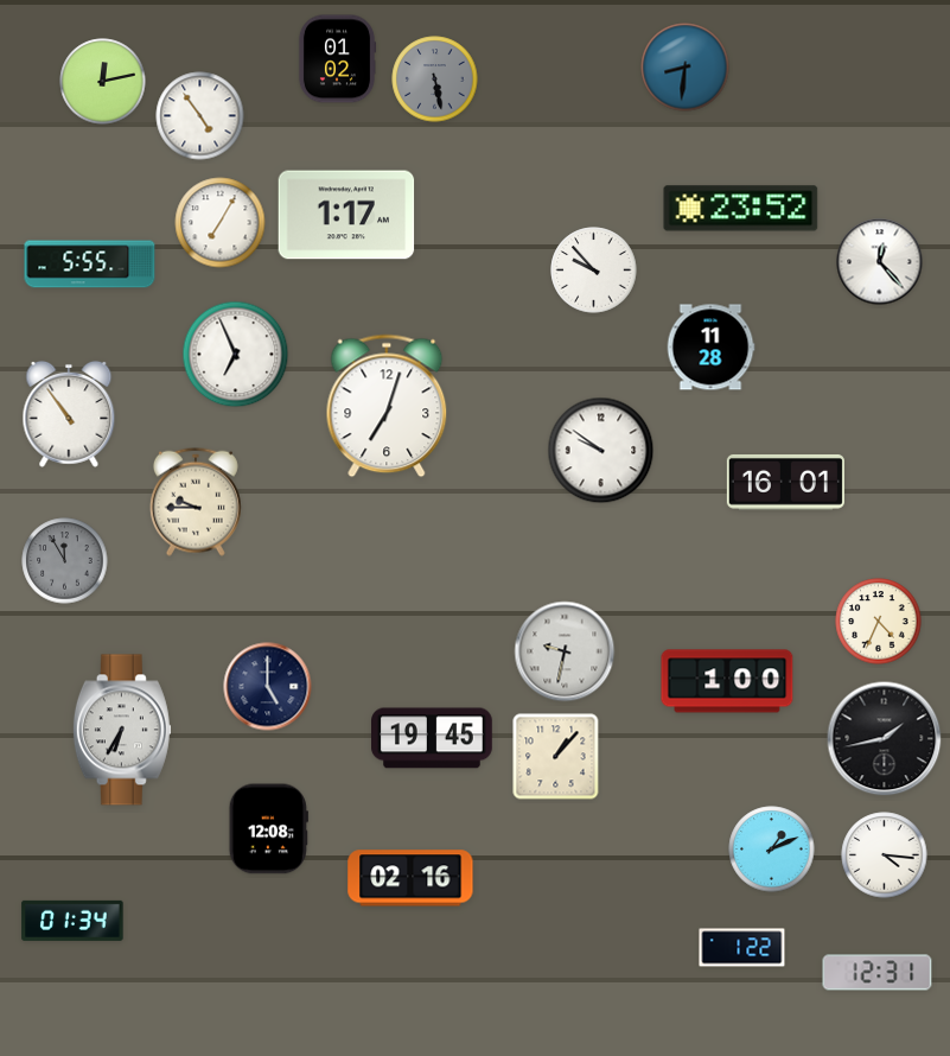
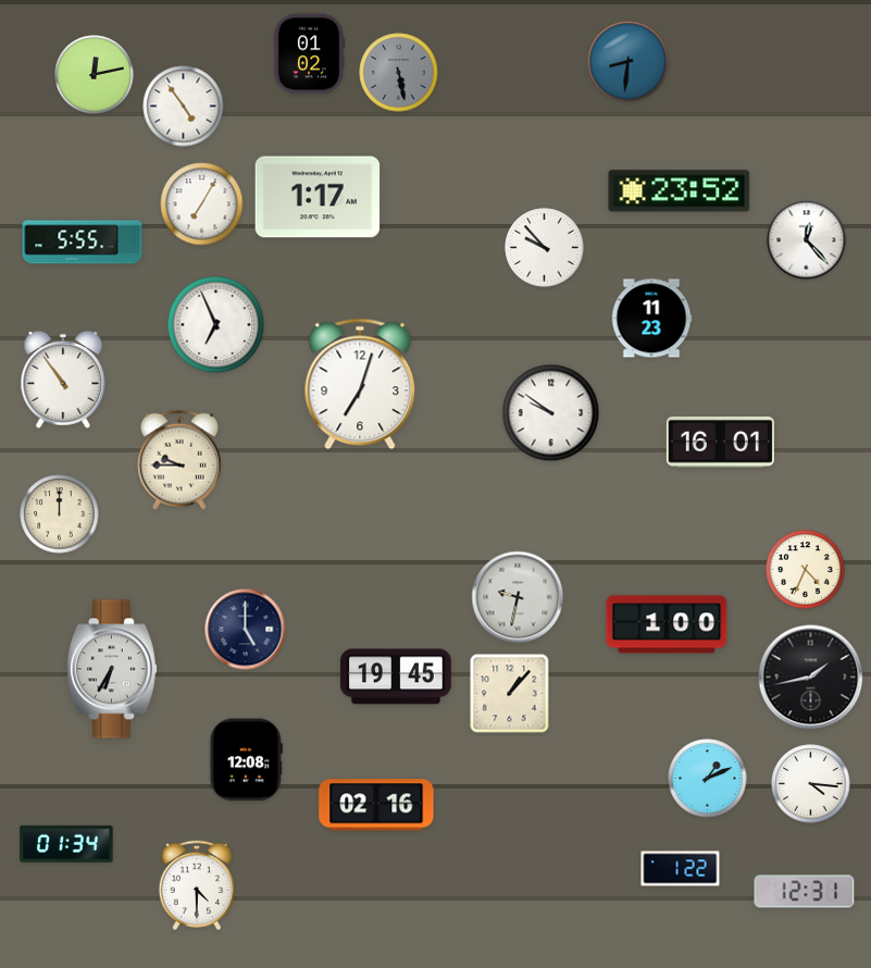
clock at (710, 348): 11:28 -> 11:23
clock at (387, 406) position: (387, 406) -> (360, 384)
clock at (65, 561): 11:55 -> 12:00
clock at (65, 561) dial: grey -> cream
clock at (197, 885): none -> 4:30
